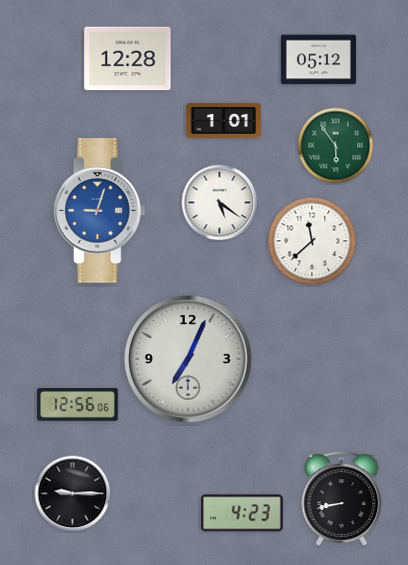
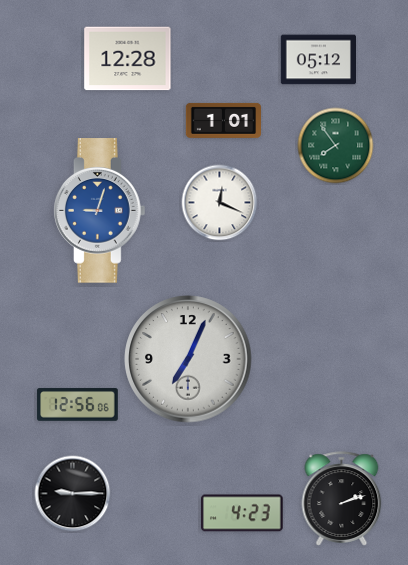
clock at (336, 146): 5:54 -> 7:54
clock at (220, 203): 5:21 -> 12:19
clock at (312, 241): 11:38 -> none
clock at (342, 499): 8:43 -> 2:12
